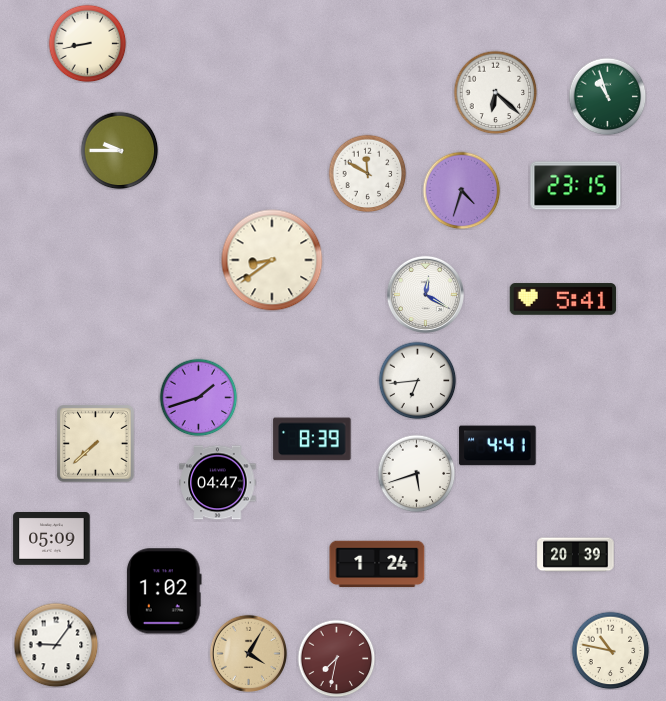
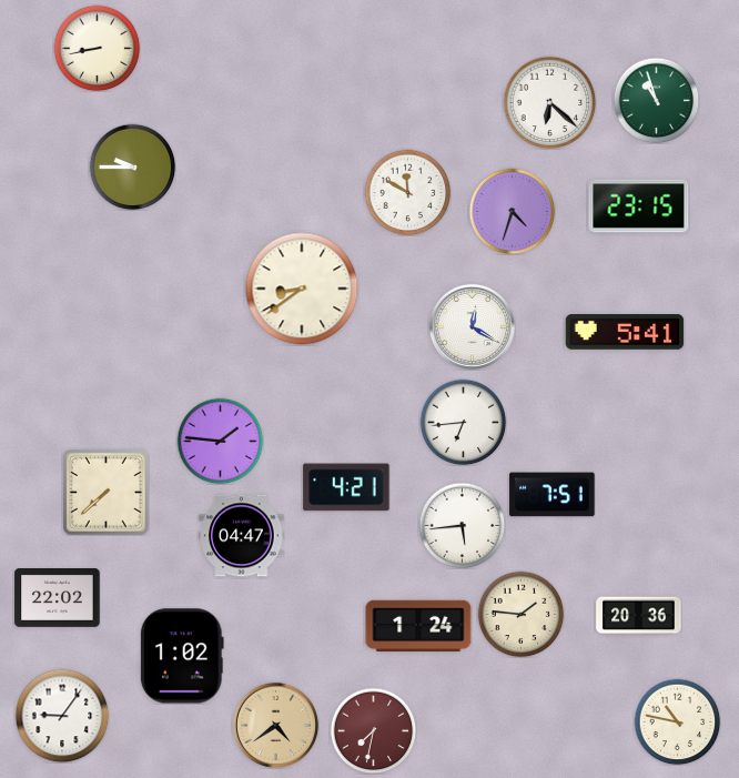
clock at (607, 96) position: (607, 96) -> (656, 100)
clock at (198, 397): 1:42 -> 1:46
clock at (312, 439): 8:39 -> 4:21
clock at (498, 446): 4:41 -> 7:51
clock at (416, 473): 5:42 -> 5:44
clock at (52, 539): 05:09 -> 22:02
clock at (520, 614): none -> 1:46
clock at (576, 555): 20:39 -> 20:36
clock at (248, 653): 4:05 -> 4:39
